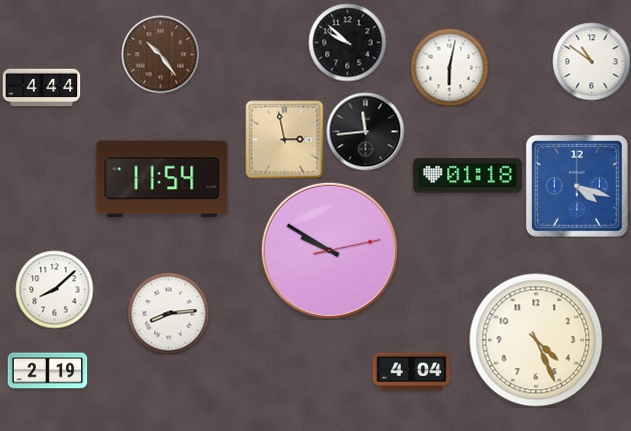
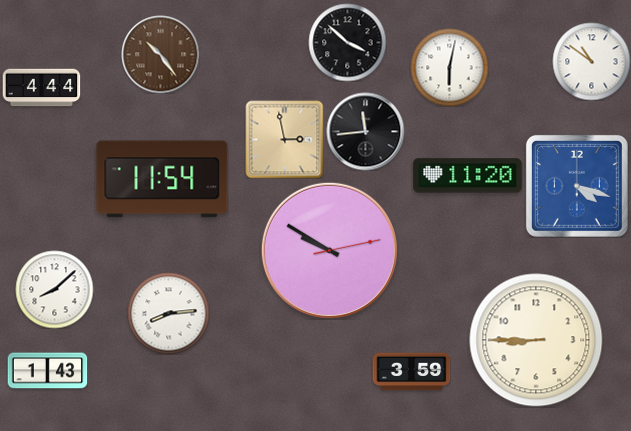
clock at (347, 42): 9:52 -> 3:52
clock at (468, 176): 01:18 -> 11:20
clock at (536, 340): 4:26 -> 8:45
clock at (47, 371): 2:19 -> 1:43
clock at (411, 372): 4:04 -> 3:59
